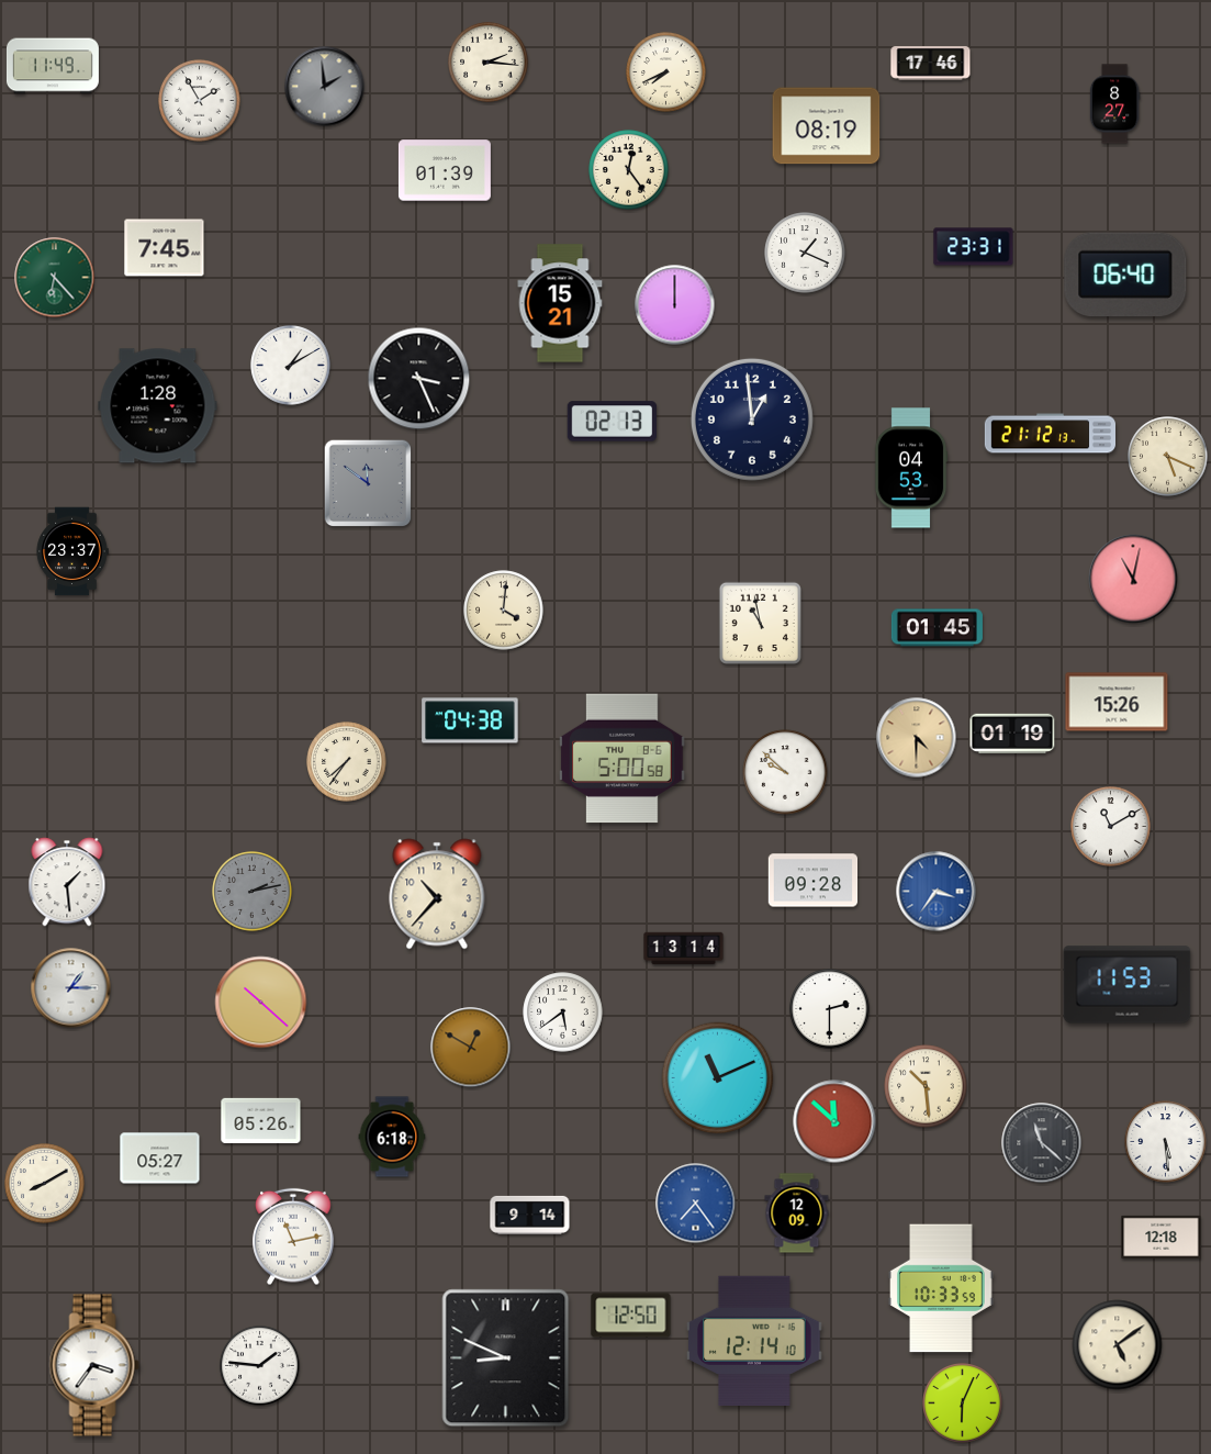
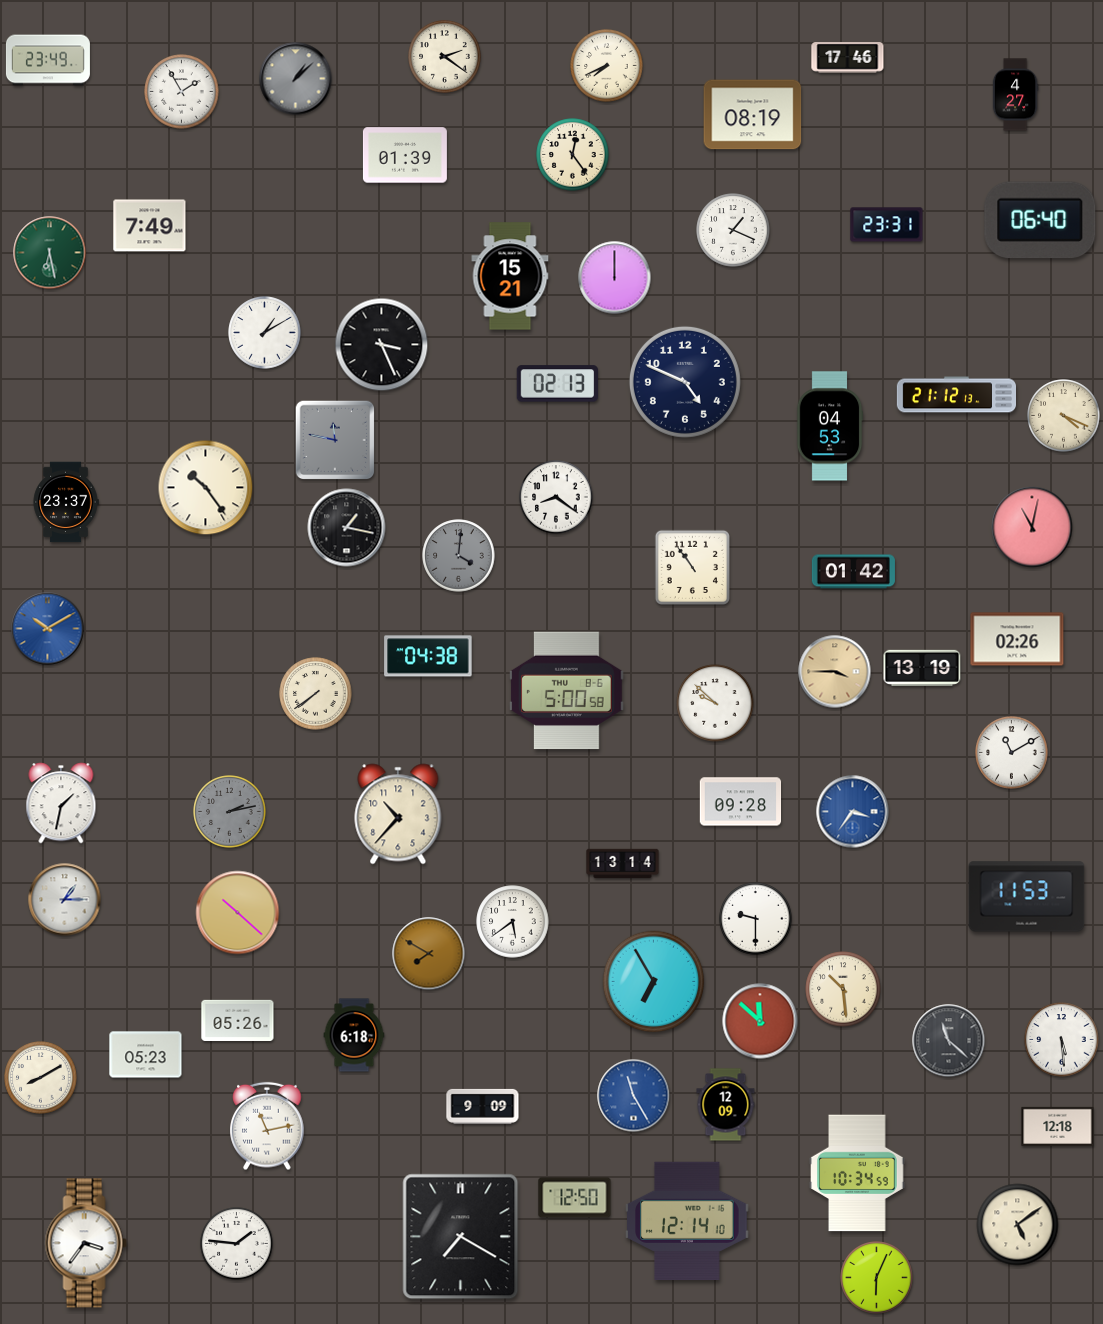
clock at (489, 63): 2:16 -> 2:21
clock at (53, 66): 11:49 -> 23:49
clock at (325, 87): 1:59 -> 1:08
clock at (1114, 104): 8:27 -> 4:27
clock at (165, 248): 7:45 -> 7:49
clock at (1125, 275) position: (1125, 275) -> (1040, 220)
clock at (55, 278): 6:23 -> 6:28
clock at (158, 406): 1:28 -> none
clock at (752, 420): 12:59 -> 4:49
clock at (1168, 457): 5:19 -> 4:19
clock at (368, 483): 11:51 -> 11:47
clock at (206, 488): none -> 10:24
clock at (556, 497): none -> 8:21
clock at (347, 528): none -> 1:17
clock at (504, 611) dial: cream -> grey
clock at (760, 623): 10:58 -> 10:54
clock at (937, 628): 01:45 -> 01:42
clock at (48, 629): none -> 10:10
clock at (1117, 702): 15:26 -> 02:26
clock at (1012, 734): 01:19 -> 13:19
clock at (917, 738): 4:30 -> 3:45
clock at (347, 762): 7:36 -> 7:39
clock at (67, 882): 1:29 -> 1:32
clock at (830, 1009): 2:30 -> 9:30
clock at (471, 1048): 12:50 -> 7:50
clock at (718, 1078): 11:11 -> 6:55
clock at (392, 1137) position: (392, 1137) -> (354, 1035)
clock at (160, 1159): 05:27 -> 05:23
clock at (696, 1204): 7:24 -> 11:25
clock at (530, 1215): 9:14 -> 9:09
clock at (941, 1288): 10:33 -> 10:34
clock at (506, 1358): 8:49 -> 7:20
